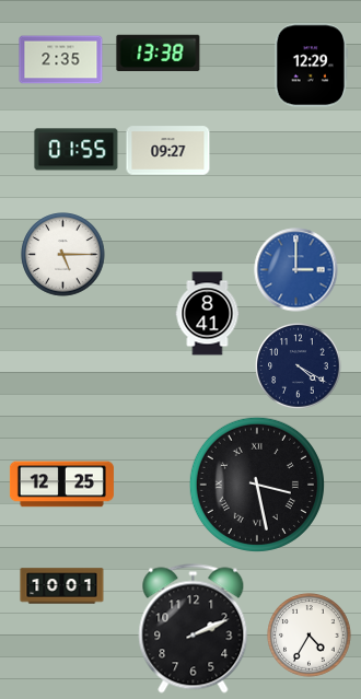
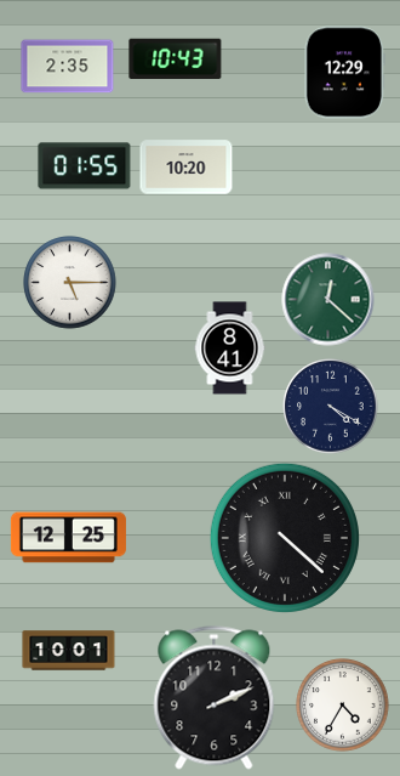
clock at (159, 53): 13:38 -> 10:43
clock at (168, 151): 09:27 -> 10:20
clock at (296, 270): 3:00 -> 12:22
clock at (296, 270) dial: blue -> green
clock at (257, 485): 3:28 -> 4:22
